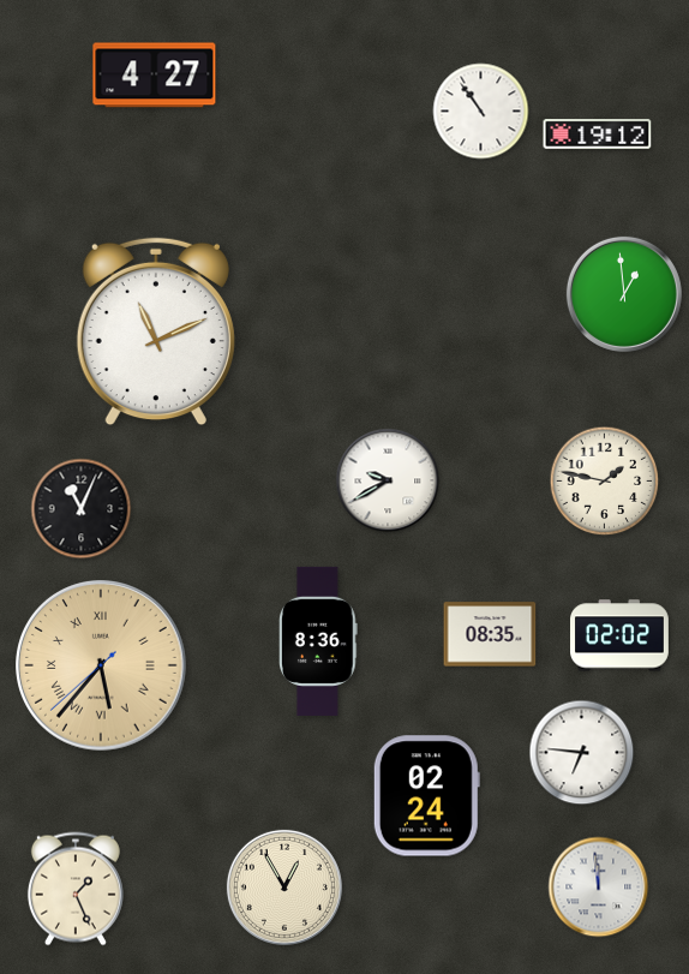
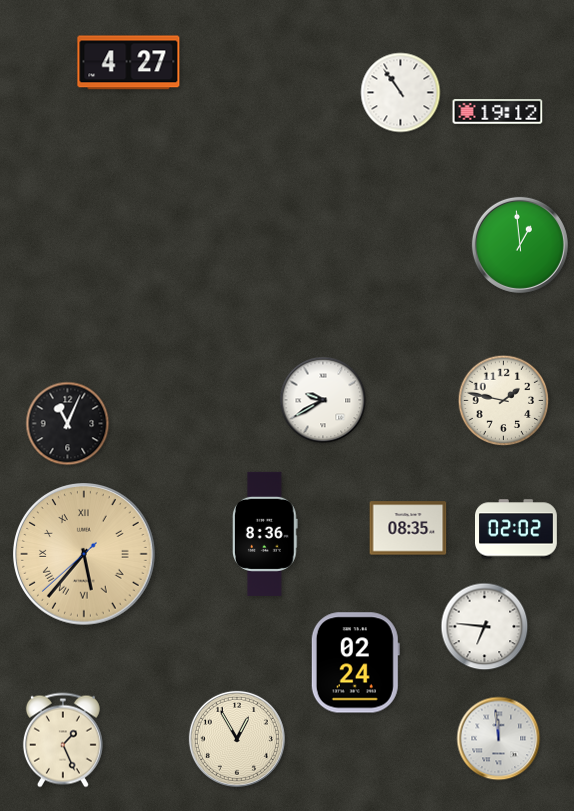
clock at (156, 331): 11:11 -> none
